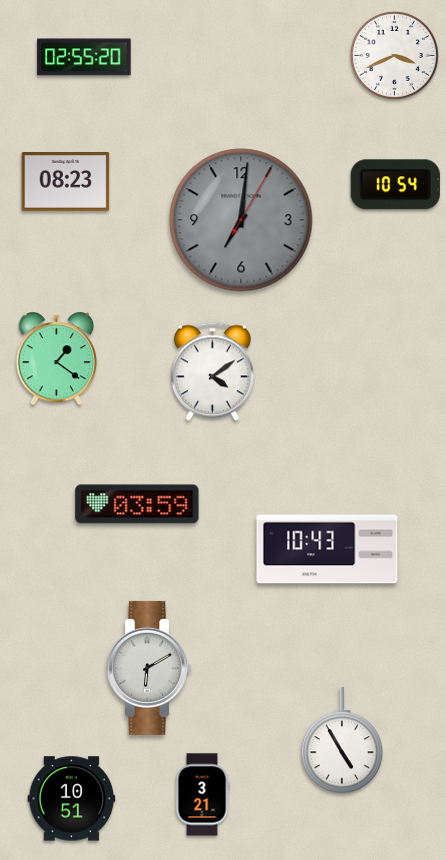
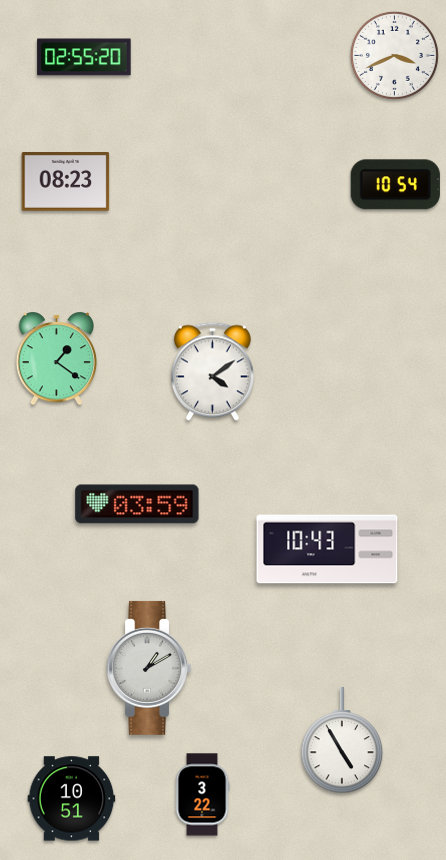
clock at (241, 220): 7:01 -> none
clock at (148, 668): 6:10 -> 1:10
clock at (202, 795): 3:21 -> 3:22
